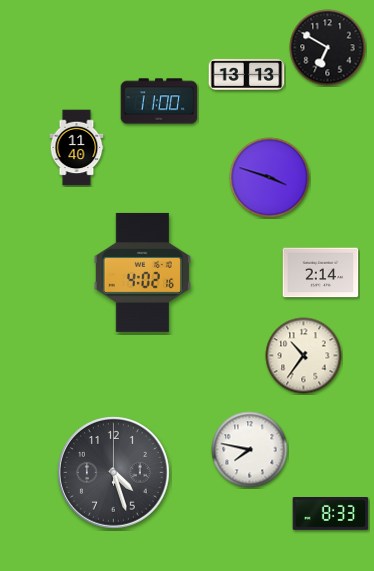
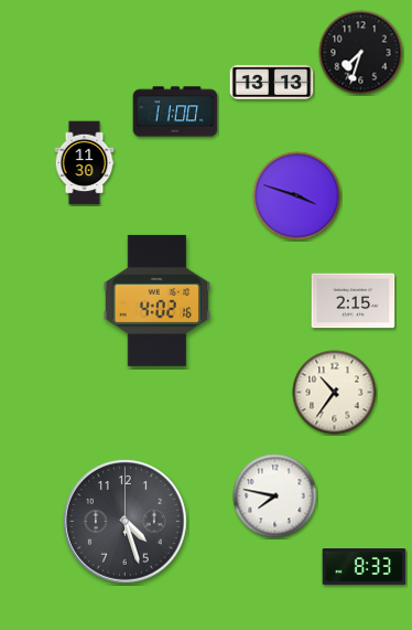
clock at (328, 48): 6:50 -> 7:33
clock at (77, 148): 11:40 -> 11:30
clock at (321, 273): 2:14 -> 2:15
